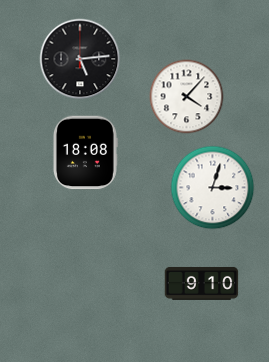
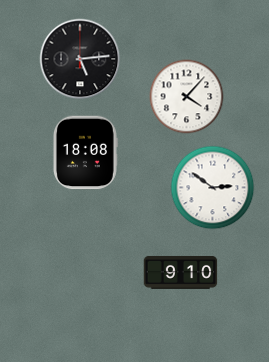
clock at (213, 188): 3:03 -> 2:51
clock at (202, 283) position: (202, 283) -> (181, 272)
